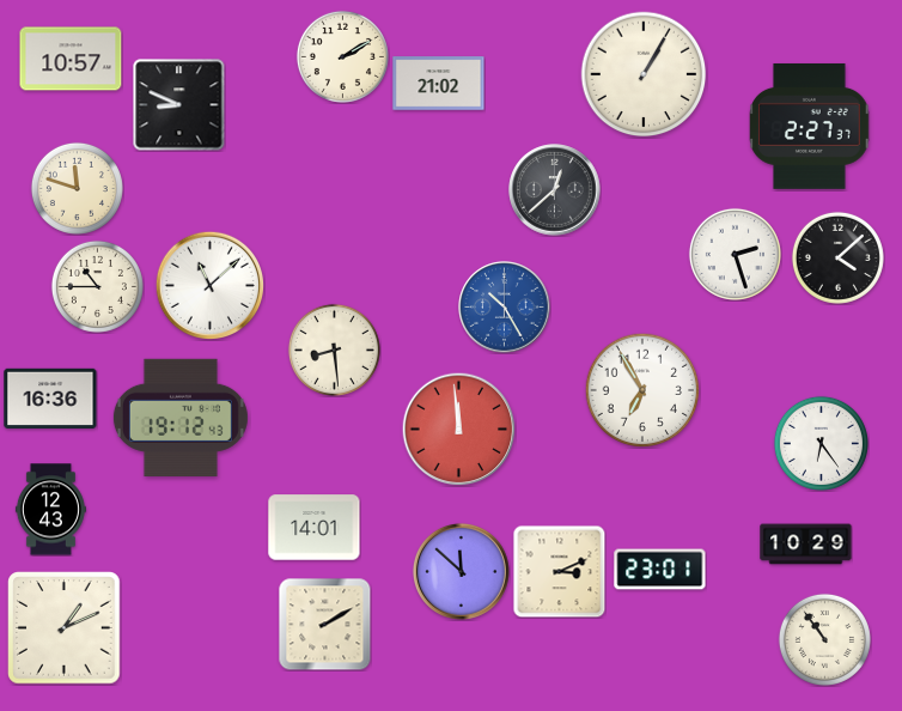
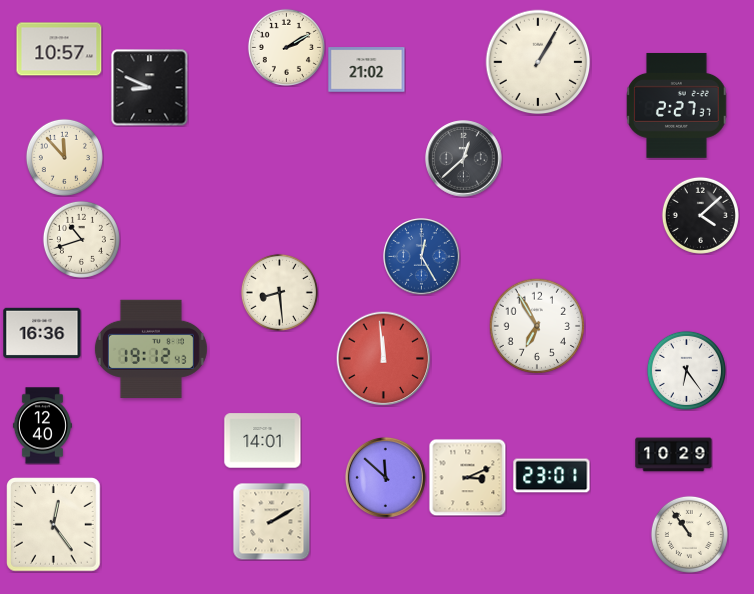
clock at (77, 188): 11:48 -> 11:53
clock at (735, 254): 2:27 -> none
clock at (209, 285): 11:08 -> none
clock at (97, 286): 10:45 -> 10:42
clock at (505, 308): 10:25 -> 12:25
clock at (50, 510): 12:43 -> 12:40
clock at (65, 628): 1:11 -> 12:24
